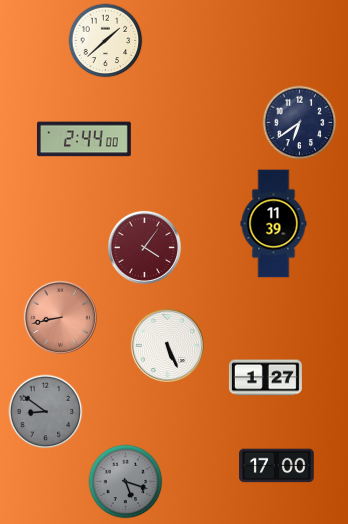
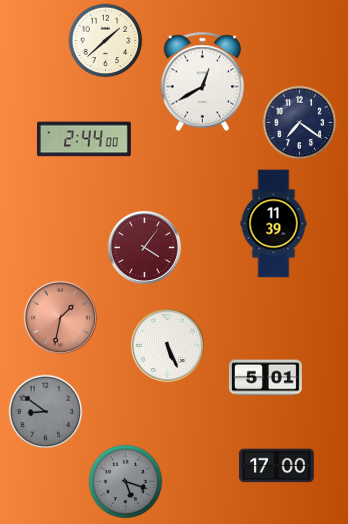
clock at (202, 82): none -> 12:40
clock at (300, 123): 6:39 -> 7:21
clock at (60, 317): 8:43 -> 1:32
clock at (265, 378): 1:27 -> 5:01
